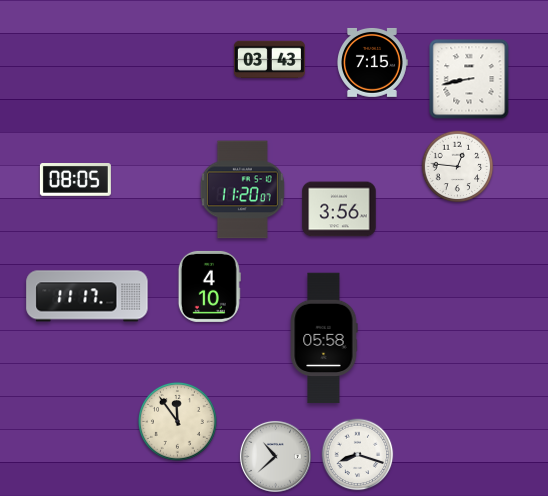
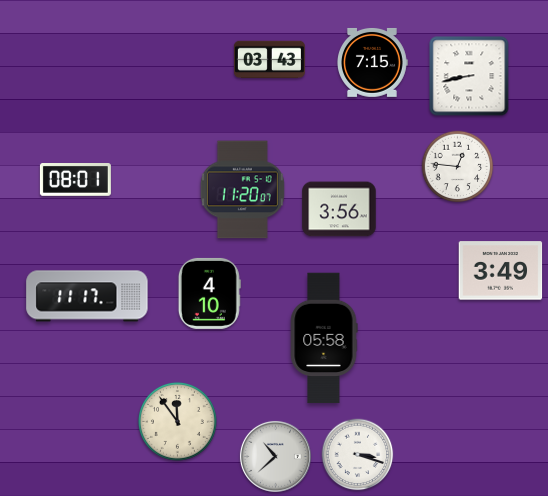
clock at (469, 79) position: (469, 79) -> (469, 76)
clock at (75, 180): 08:05 -> 08:01
clock at (501, 271): none -> 3:49
clock at (209, 286) position: (209, 286) -> (209, 293)
clock at (358, 455): 8:18 -> 3:18
